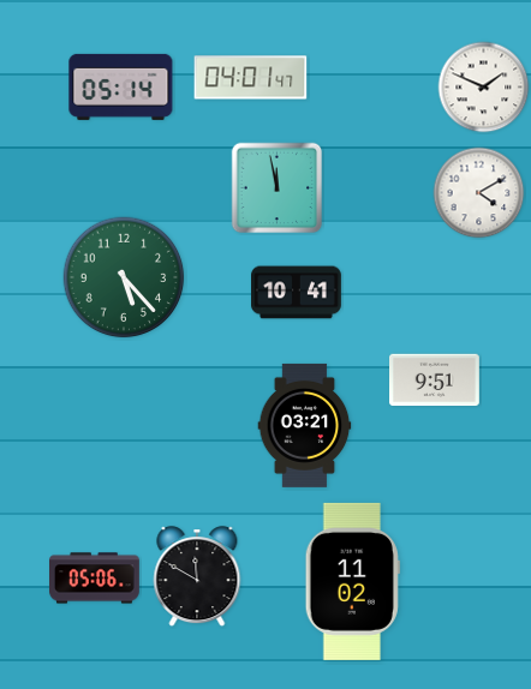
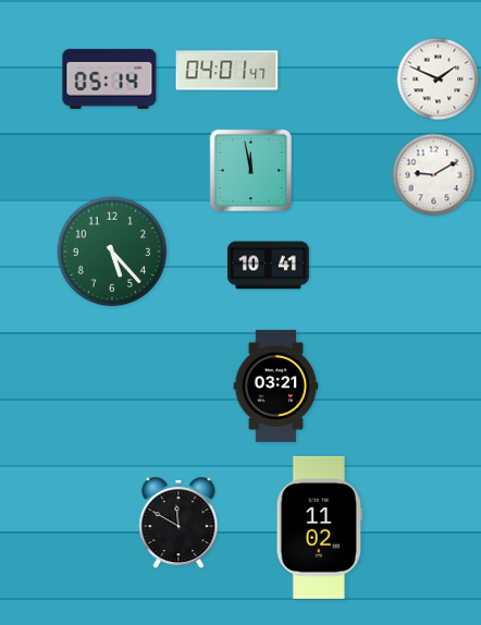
clock at (479, 193): 4:10 -> 9:10
clock at (435, 381): 9:51 -> none
clock at (95, 579): 05:06 -> none
